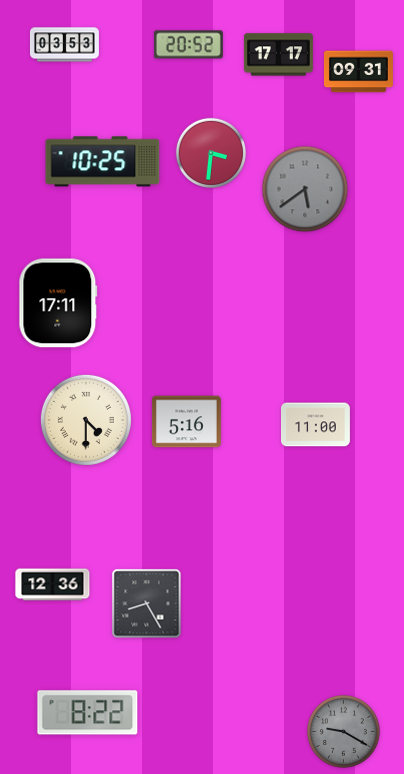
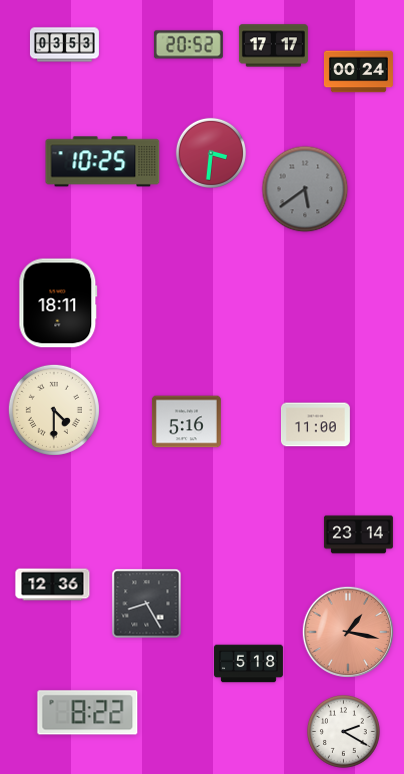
clock at (278, 55) position: (278, 55) -> (273, 46)
clock at (358, 72): 09:31 -> 00:24
clock at (58, 303): 17:11 -> 18:11
clock at (86, 420) position: (86, 420) -> (54, 410)
clock at (358, 535): none -> 23:14
clock at (348, 632): none -> 1:17
clock at (248, 664): none -> 5:18
clock at (344, 732): 9:20 -> 2:20
clock at (344, 732) dial: grey -> white
